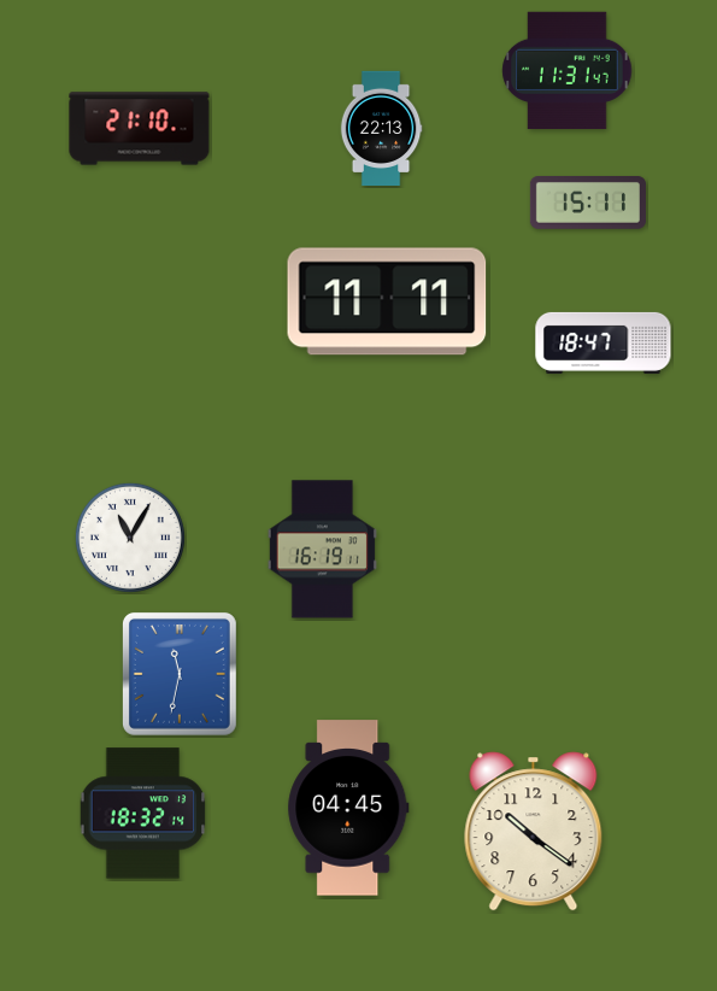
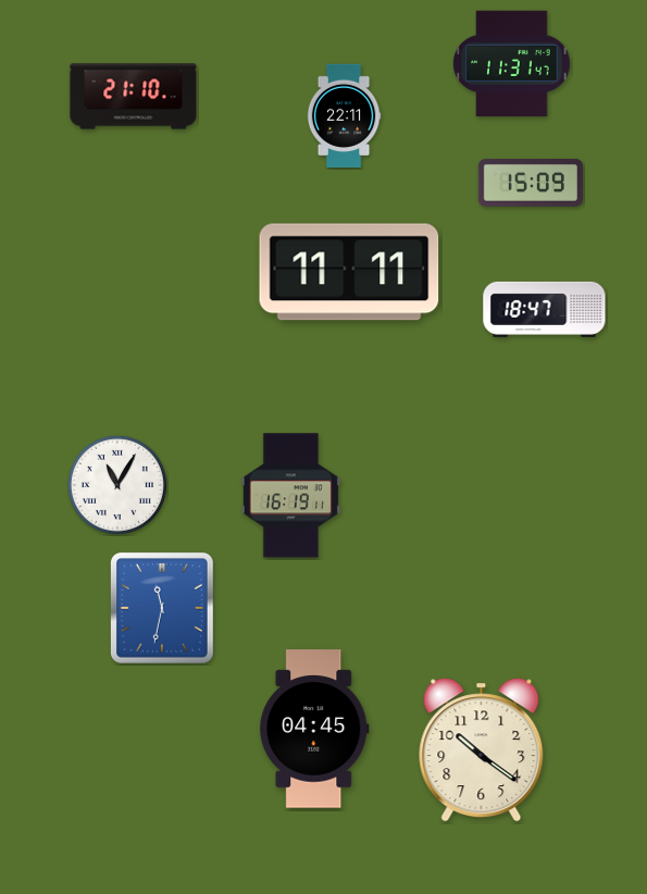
clock at (381, 128): 22:13 -> 22:11
clock at (140, 129) position: (140, 129) -> (134, 97)
clock at (588, 204): 15:11 -> 15:09
clock at (143, 814): 18:32 -> none
